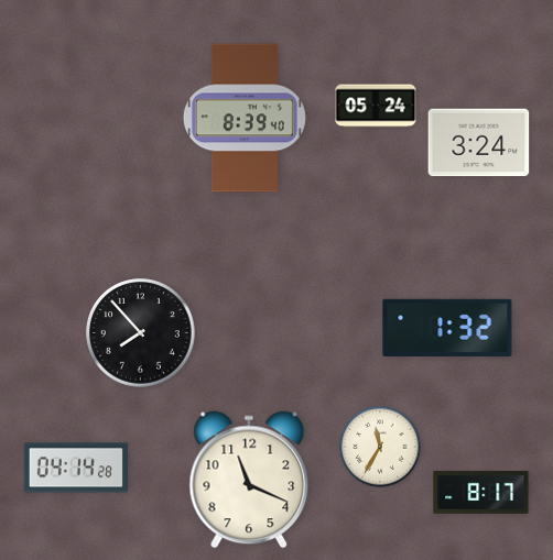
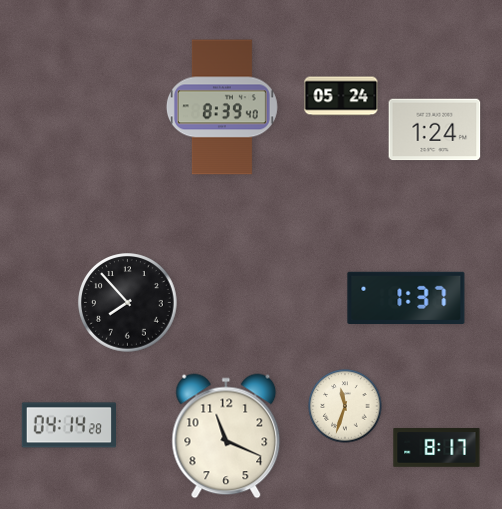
clock at (479, 143): 3:24 -> 1:24
clock at (447, 327): 1:32 -> 1:37
clock at (380, 447): 11:35 -> 11:33
